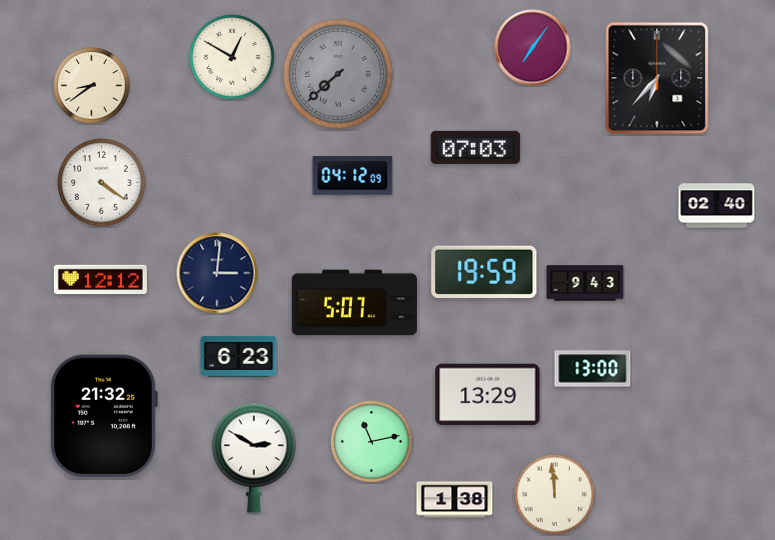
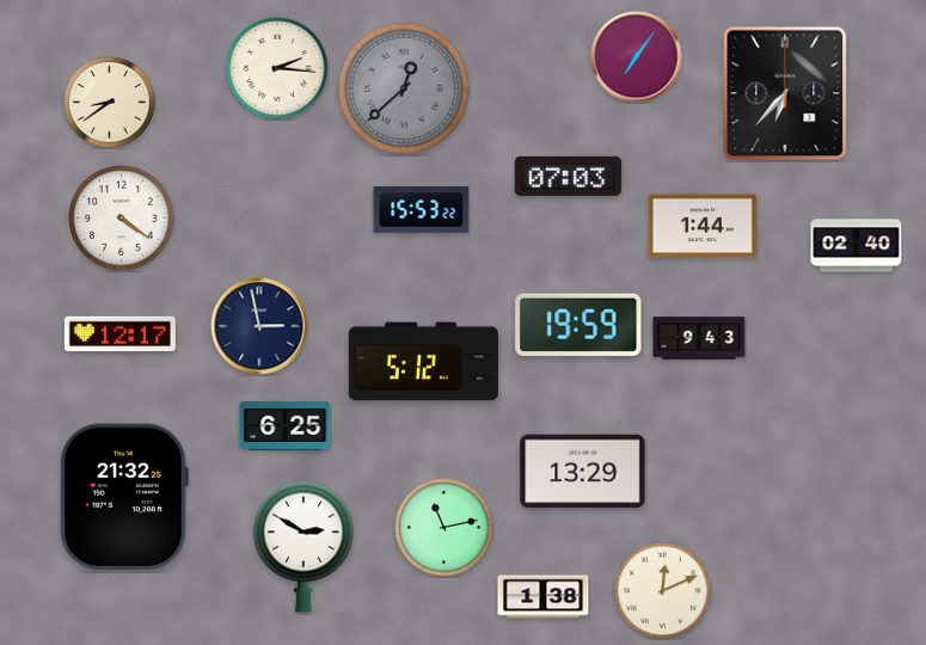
clock at (232, 57): 12:50 -> 2:16
clock at (338, 74): 7:38 -> 12:38
clock at (353, 176): 04:12 -> 15:53
clock at (703, 226): none -> 1:44
clock at (217, 273): 3:01 -> 2:58
clock at (100, 279): 12:12 -> 12:17
clock at (354, 303): 5:07 -> 5:12
clock at (239, 356): 6:23 -> 6:25
clock at (593, 369): 13:00 -> none
clock at (555, 495): 11:59 -> 12:11
